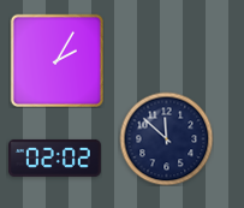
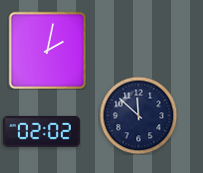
clock at (56, 60): 2:05 -> 2:02
clock at (54, 158) position: (54, 158) -> (41, 131)
